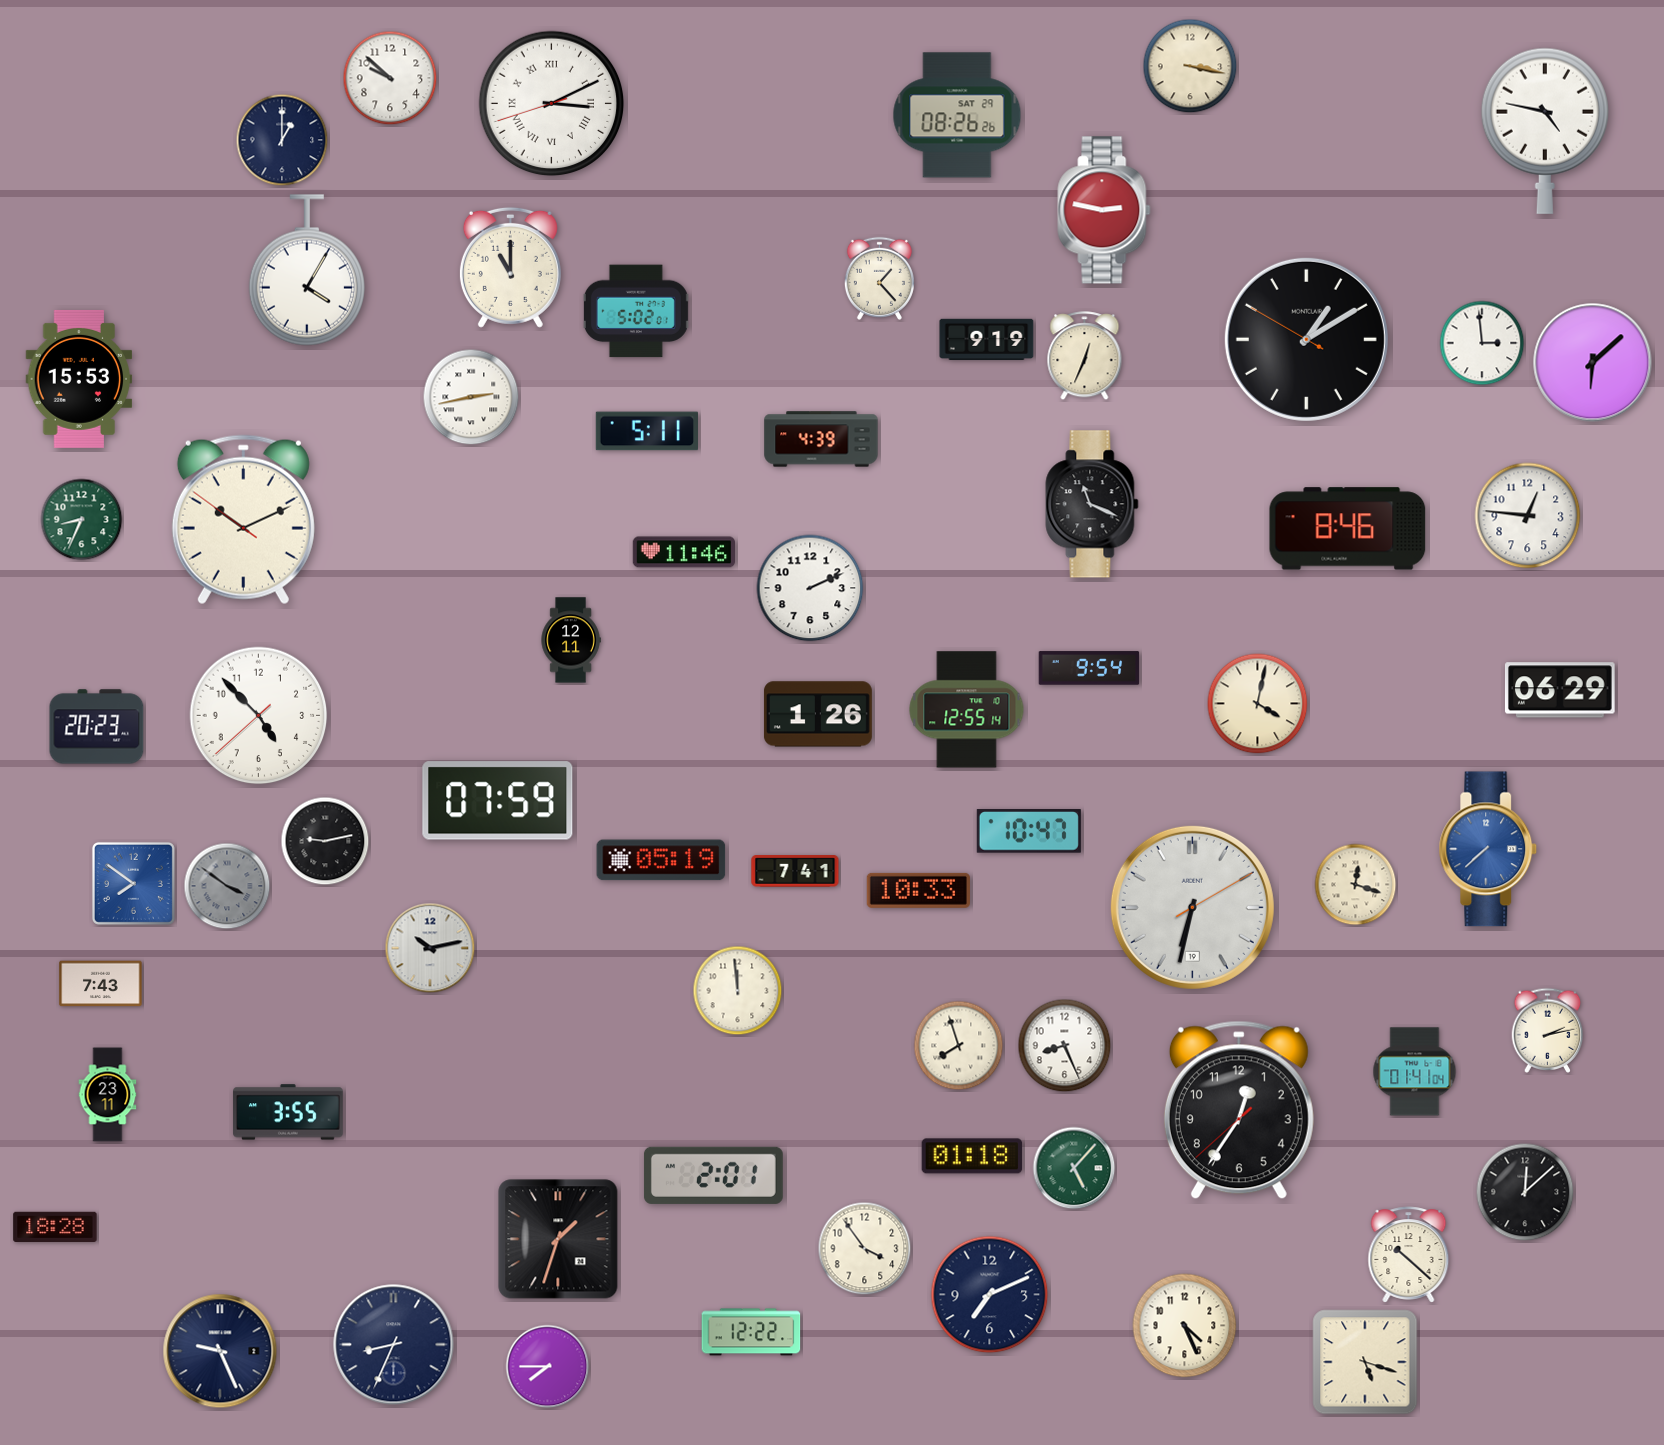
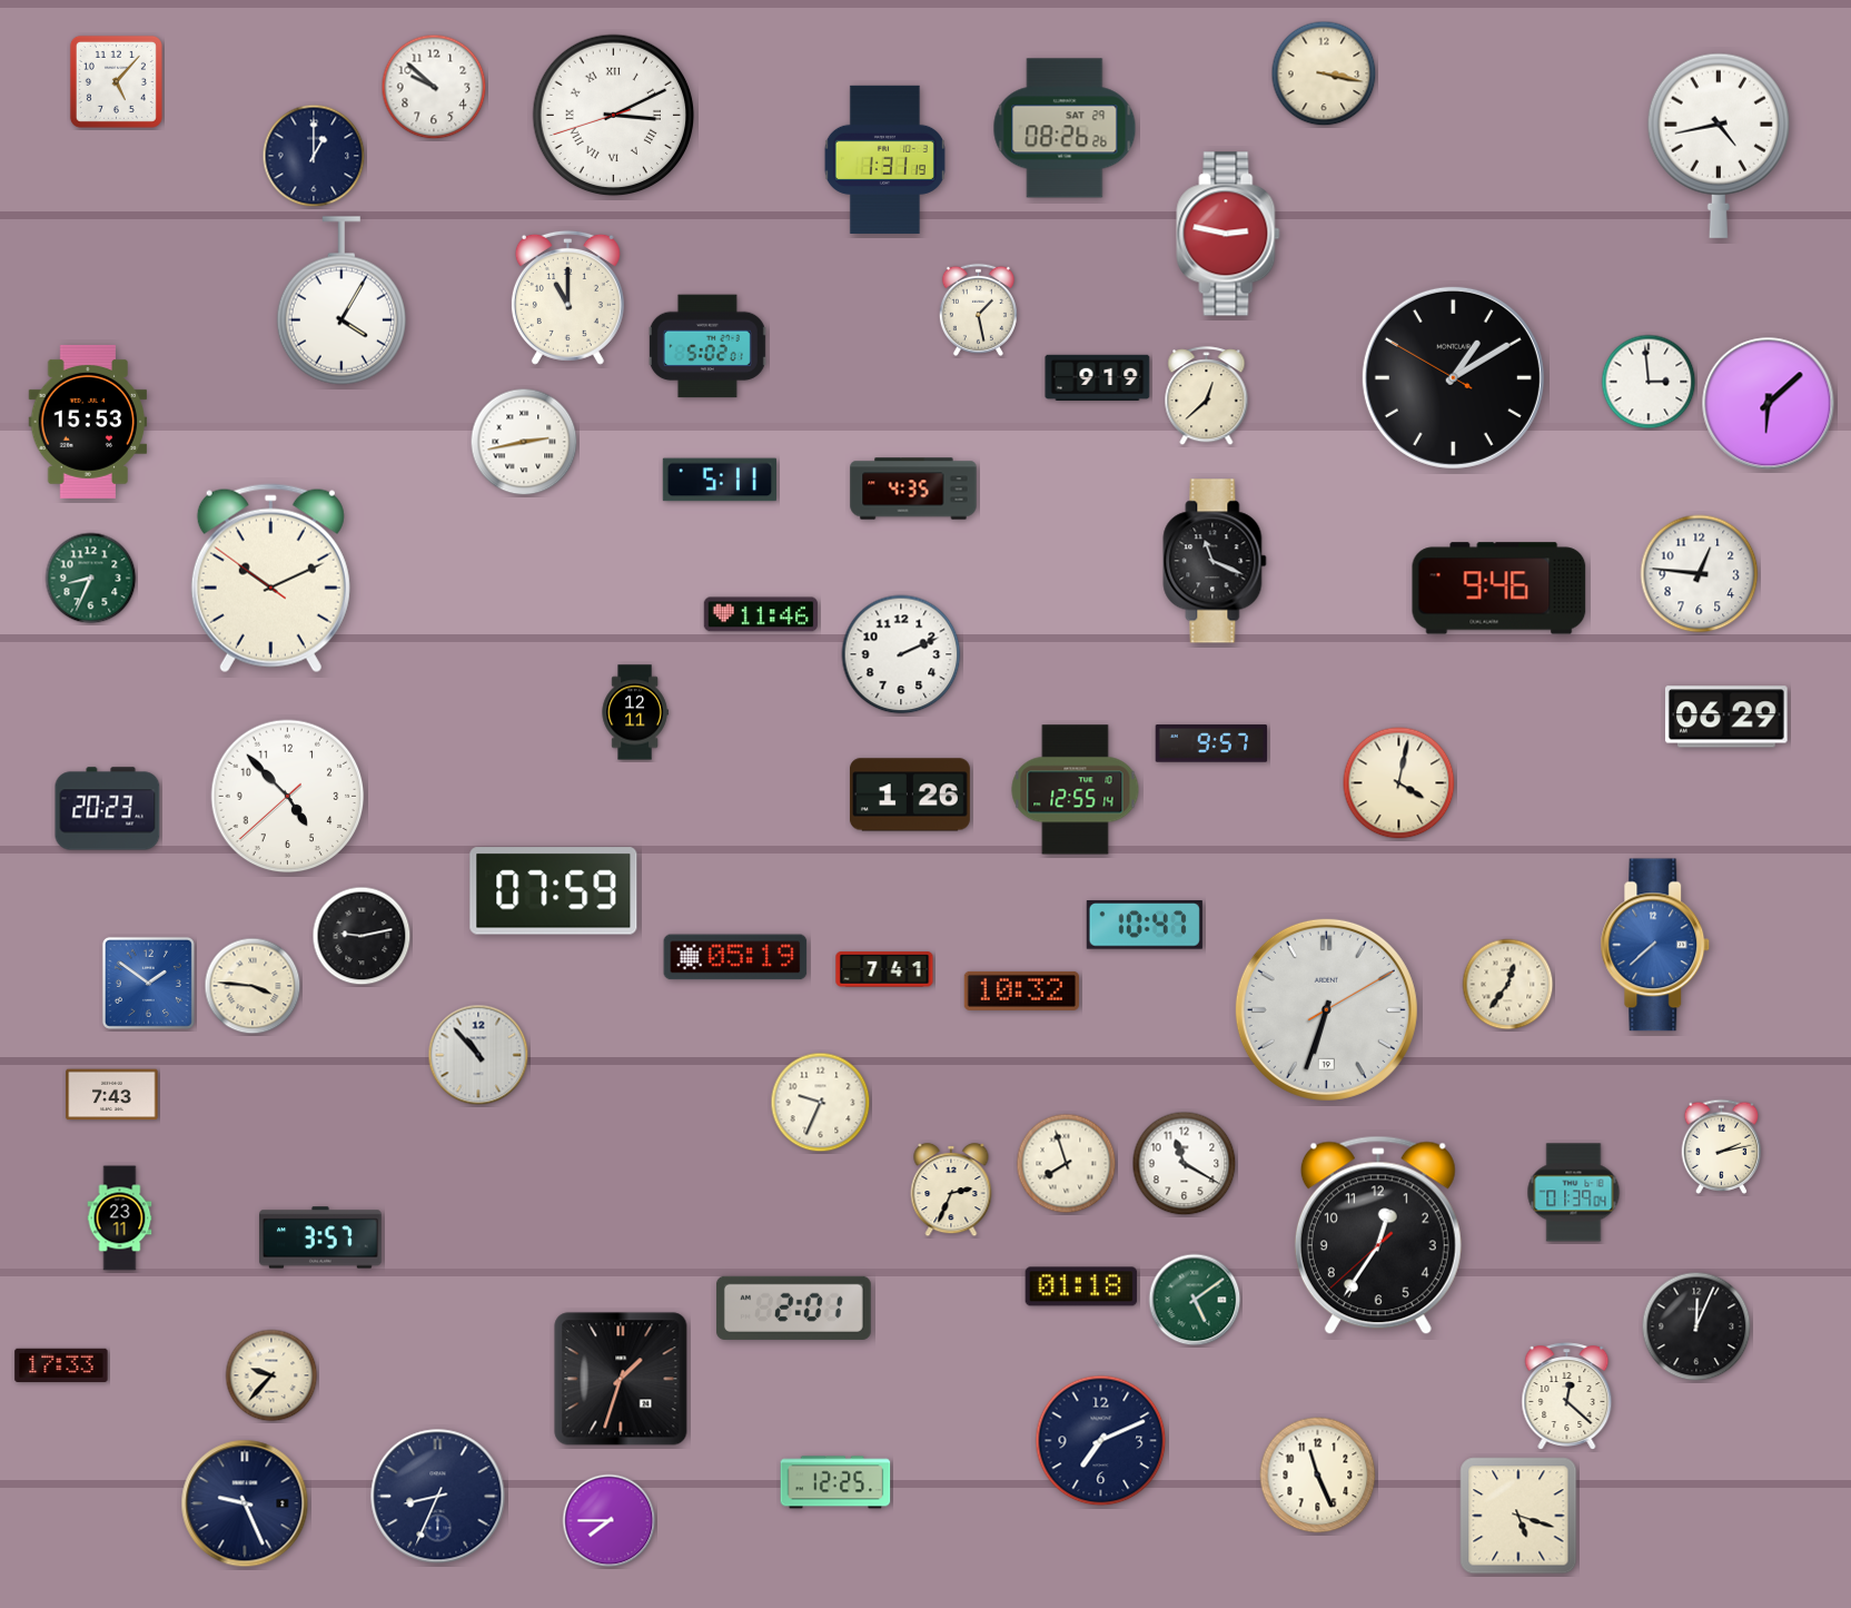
clock at (116, 81): none -> 5:07
clock at (1545, 131): 4:47 -> 4:43
clock at (884, 159): none -> 1:31
clock at (879, 278): 1:23 -> 1:28
clock at (1085, 356): 12:34 -> 12:38
clock at (1593, 363) position: (1593, 363) -> (1769, 404)
clock at (821, 439): 4:39 -> 4:35
clock at (1348, 529): 8:46 -> 9:46
clock at (1089, 668): 9:54 -> 9:57
clock at (1560, 690) position: (1560, 690) -> (1726, 717)
clock at (133, 883): 7:51 -> 1:51
clock at (1356, 885): 12:18 -> 12:36
clock at (227, 886): 3:51 -> 3:46
clock at (227, 886) dial: grey -> cream
clock at (918, 890): 10:33 -> 10:32
clock at (1192, 907): 6:32 -> 6:33
clock at (430, 948): 10:13 -> 10:53
clock at (738, 991): 11:59 -> 9:34
clock at (1065, 1046): 8:26 -> 11:20
clock at (951, 1190): none -> 2:34
clock at (1415, 1072): 01:41 -> 01:39
clock at (288, 1112): 3:55 -> 3:57
clock at (1074, 1168): 5:07 -> 5:09
clock at (1525, 1192): 12:08 -> 12:04
clock at (55, 1227): 18:28 -> 17:33
clock at (271, 1375): none -> 9:37
clock at (865, 1249): 3:54 -> none
clock at (1409, 1255): 10:22 -> 12:22
clock at (1185, 1326): 4:26 -> 11:26
clock at (751, 1332): 12:22 -> 12:25
